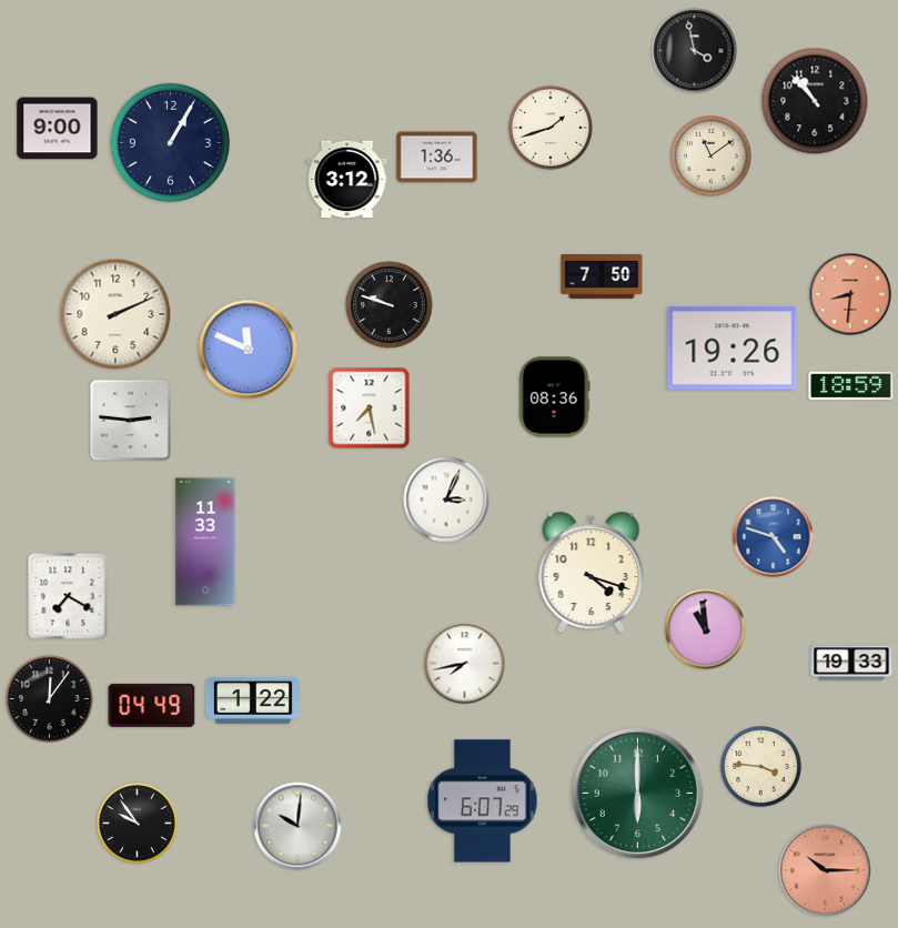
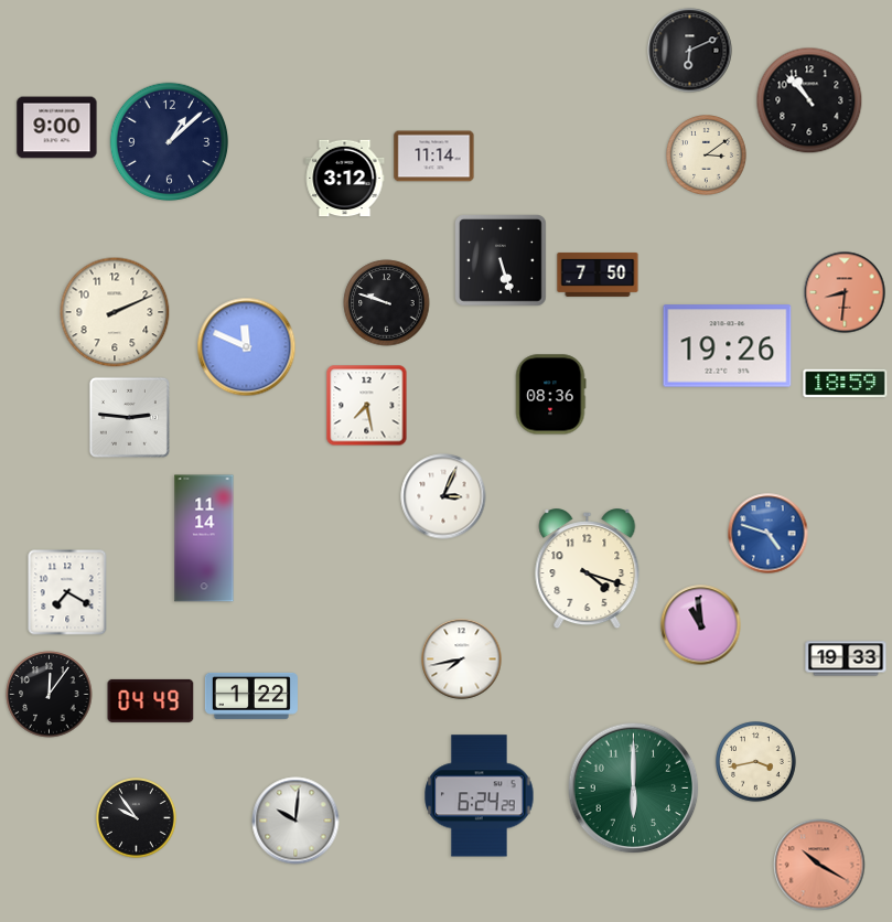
clock at (695, 51): 3:58 -> 6:11
clock at (551, 128): 1:42 -> none
clock at (171, 143): 1:05 -> 1:08
clock at (712, 157): 11:09 -> 3:09
clock at (437, 158): 1:36 -> 11:14
clock at (502, 261): none -> 5:27
clock at (205, 542): 11:33 -> 11:14
clock at (761, 767): 3:46 -> 3:43
clock at (483, 801): 6:07 -> 6:24
clock at (825, 870): 10:15 -> 10:20
